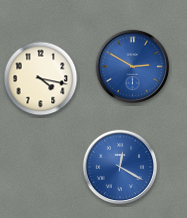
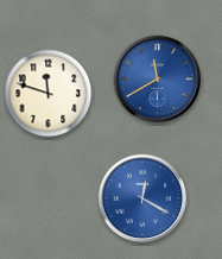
clock at (133, 67): 2:50 -> 11:40
clock at (41, 79): 4:17 -> 11:48
